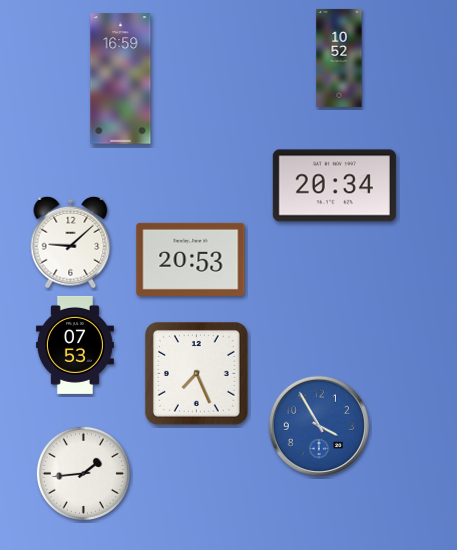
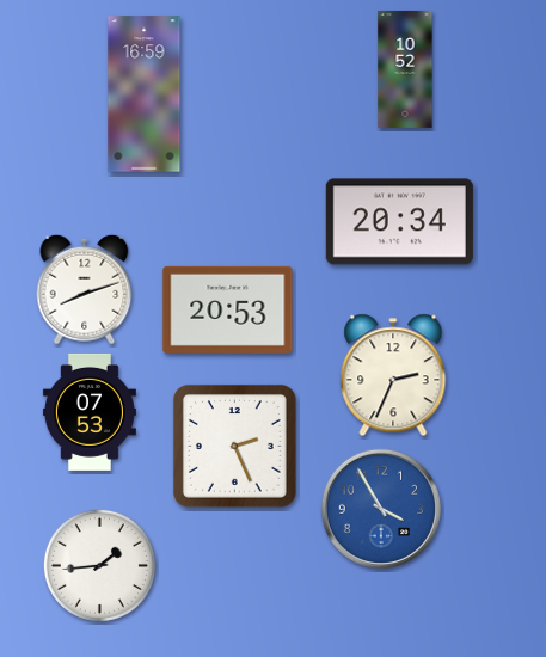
clock at (71, 242): 9:08 -> 8:12
clock at (393, 375): none -> 2:34
clock at (196, 373): 7:26 -> 2:26
